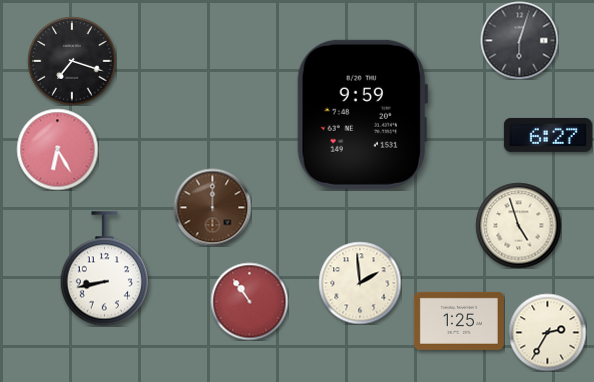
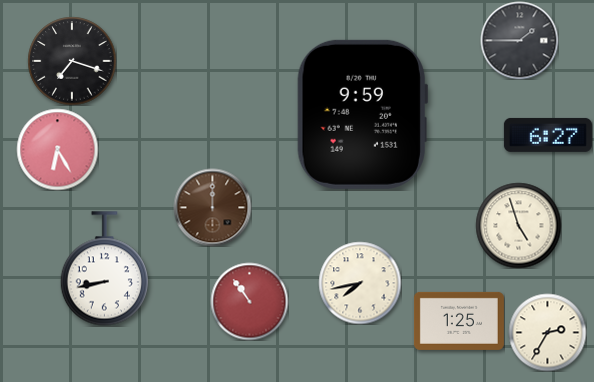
clock at (519, 40): 6:03 -> 1:45
clock at (360, 283): 1:59 -> 7:43
